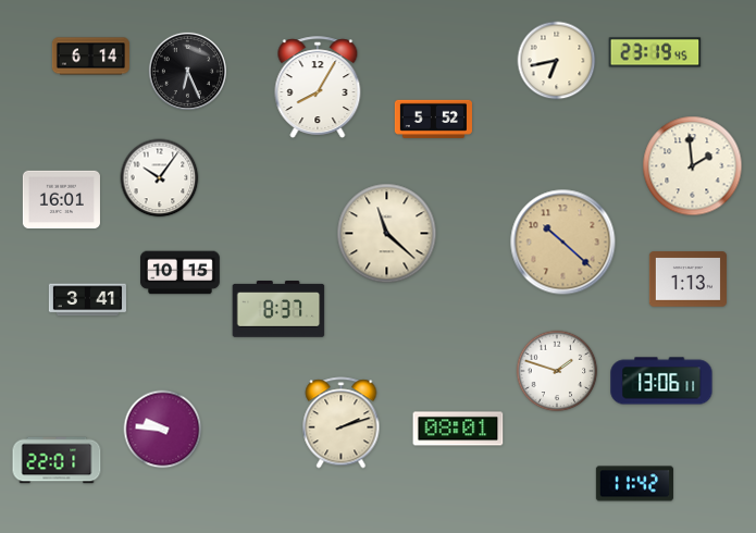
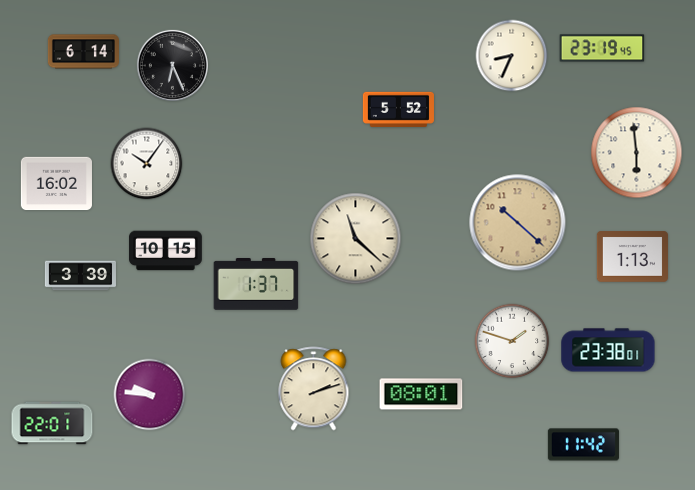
clock at (557, 61): 6:43 -> 8:34
clock at (318, 87): 8:05 -> none
clock at (693, 166): 1:59 -> 5:59
clock at (61, 200): 16:01 -> 16:02
clock at (387, 234) position: (387, 234) -> (356, 239)
clock at (87, 300): 3:41 -> 3:39
clock at (278, 309): 8:37 -> 1:37
clock at (661, 381): 13:06 -> 23:38
